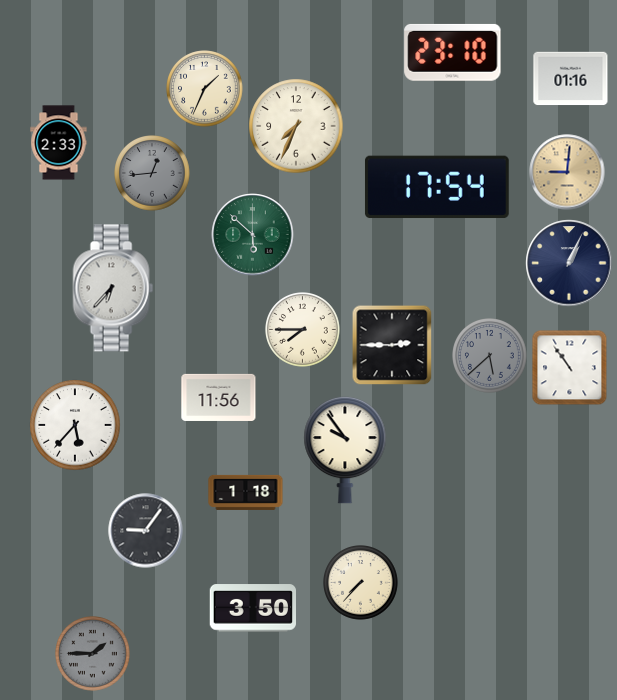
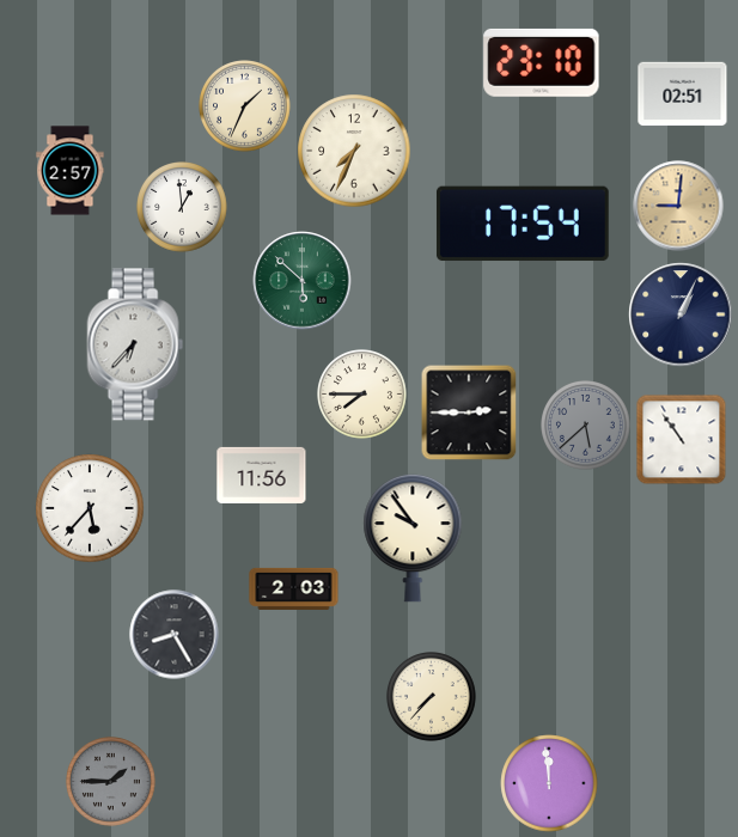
clock at (571, 79): 01:16 -> 02:51
clock at (59, 143): 2:33 -> 2:57
clock at (152, 173): 12:44 -> 12:59
clock at (152, 173) dial: grey -> white
clock at (246, 492): 1:18 -> 2:03
clock at (146, 531): 9:06 -> 8:25
clock at (252, 608): 3:50 -> none
clock at (549, 783): none -> 11:59
